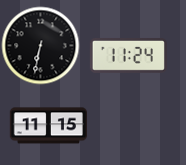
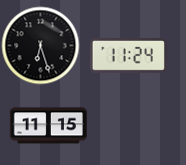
clock at (40, 45): 6:32 -> 6:27
